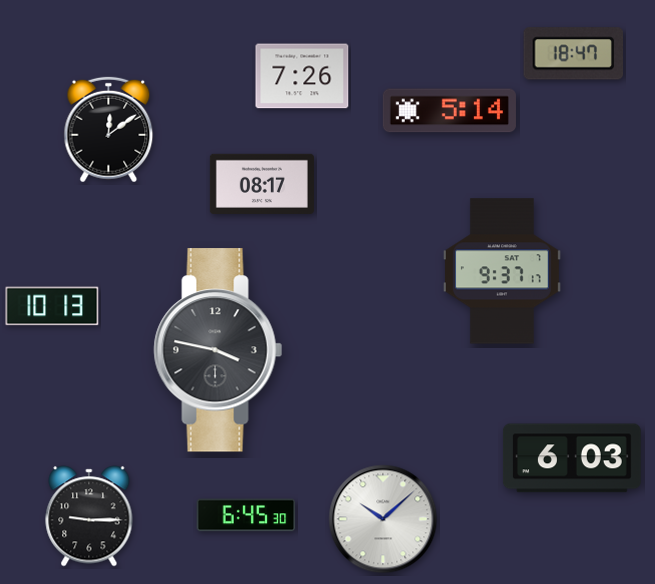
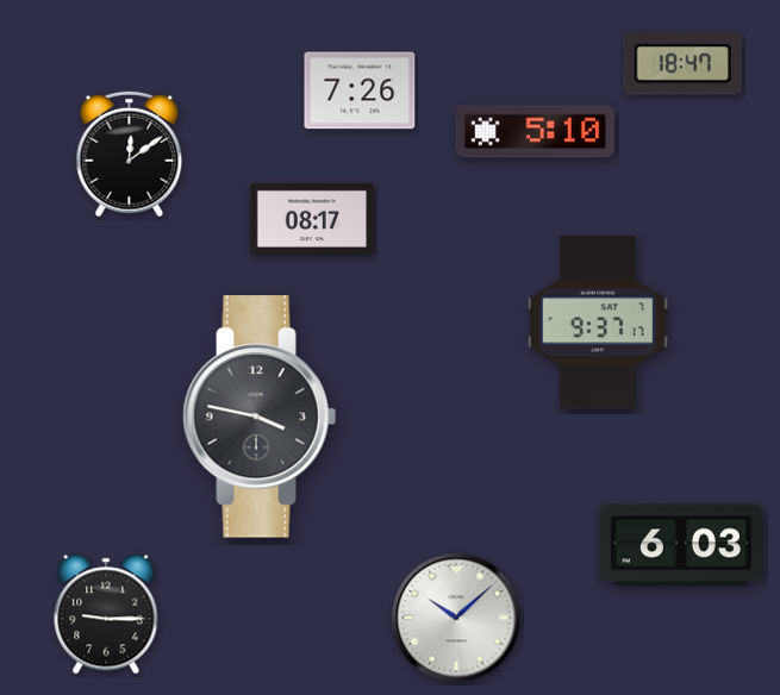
clock at (449, 111): 5:14 -> 5:10
clock at (52, 306): 10:13 -> none
clock at (246, 515): 6:45 -> none
